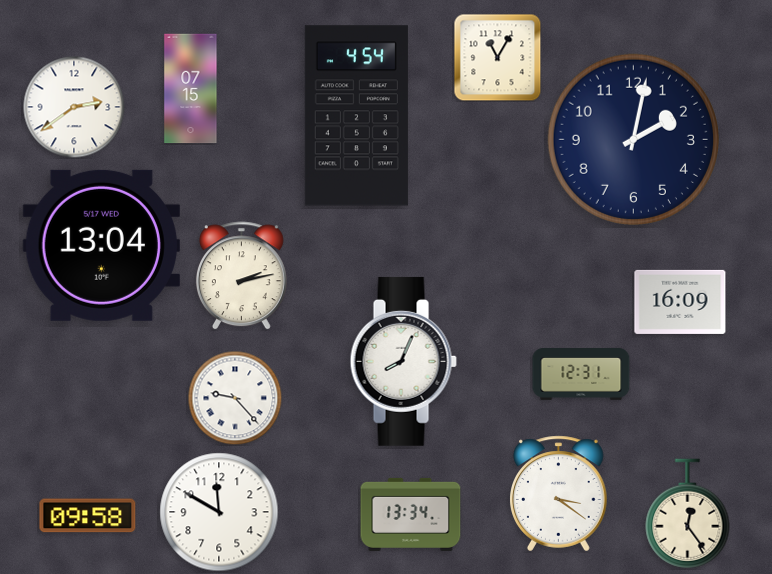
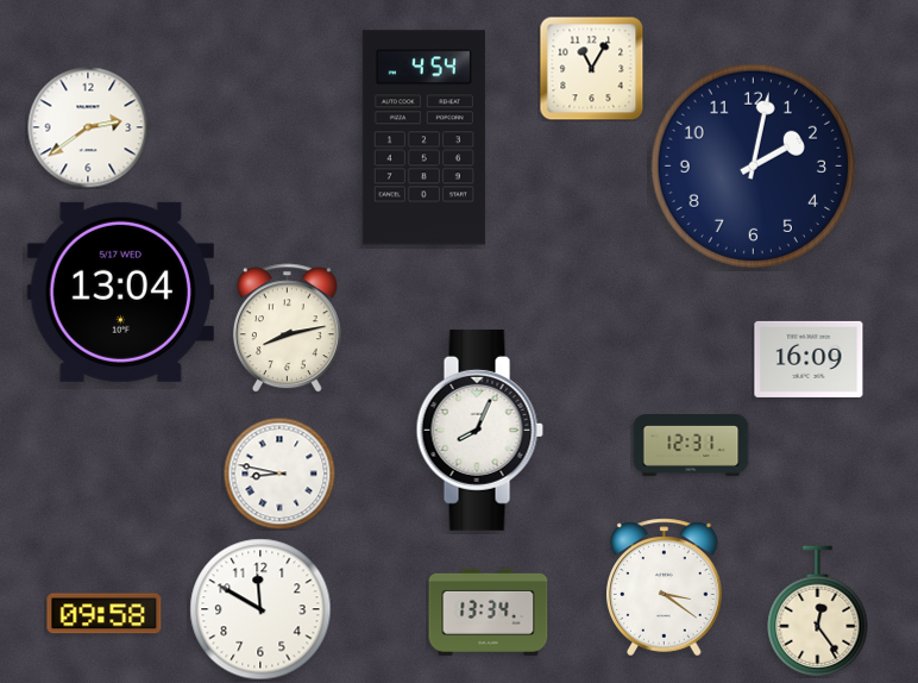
clock at (191, 89): 07:15 -> none
clock at (241, 276): 2:13 -> 8:13
clock at (235, 398): 9:23 -> 8:47
